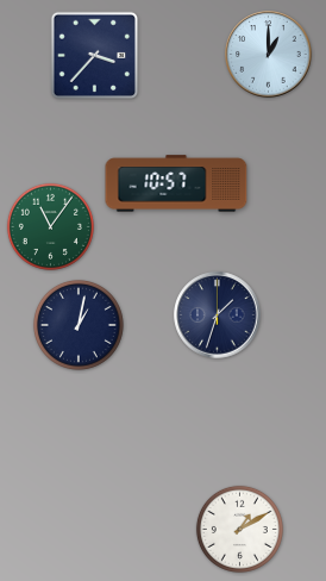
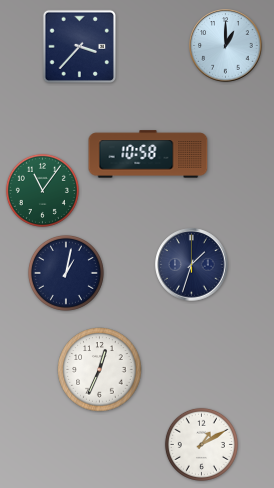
clock at (176, 183): 10:57 -> 10:58
clock at (218, 316) position: (218, 316) -> (192, 265)
clock at (100, 370): none -> 12:34
